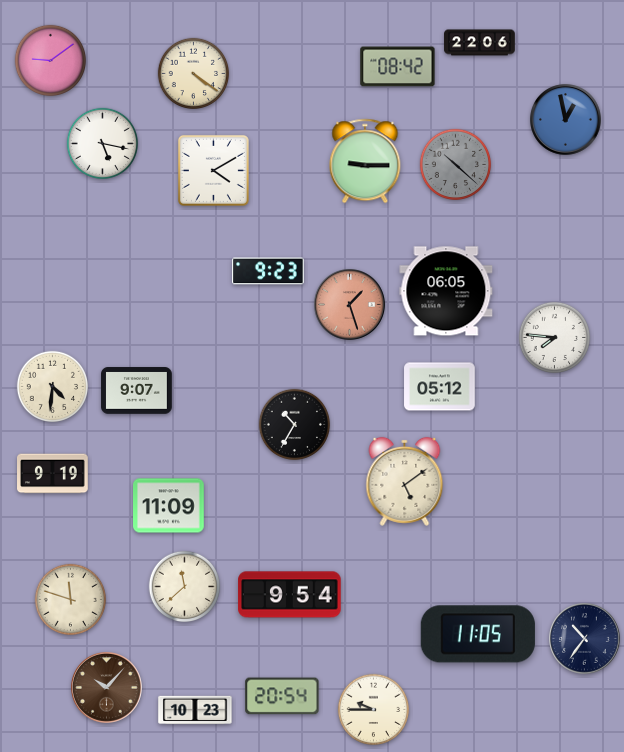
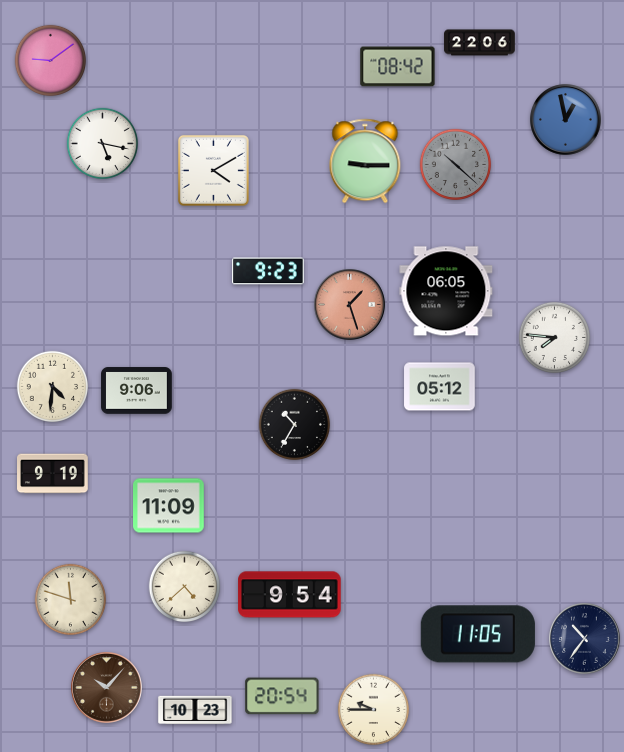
clock at (194, 74): 4:21 -> none
clock at (137, 391): 9:07 -> 9:06
clock at (405, 481): 5:09 -> none
clock at (185, 587): 11:38 -> 4:38
